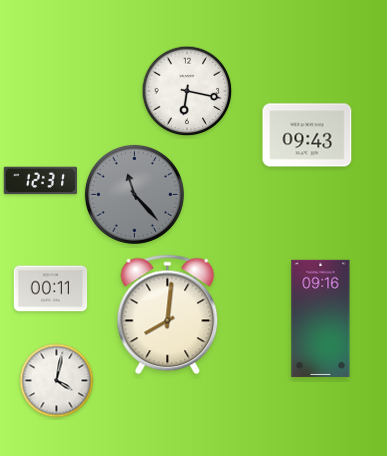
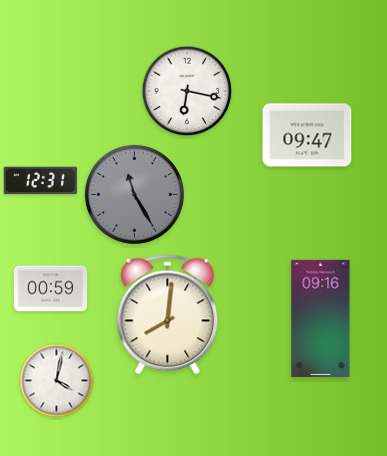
clock at (307, 135): 09:43 -> 09:47
clock at (134, 194): 11:23 -> 11:25
clock at (51, 289): 00:11 -> 00:59
